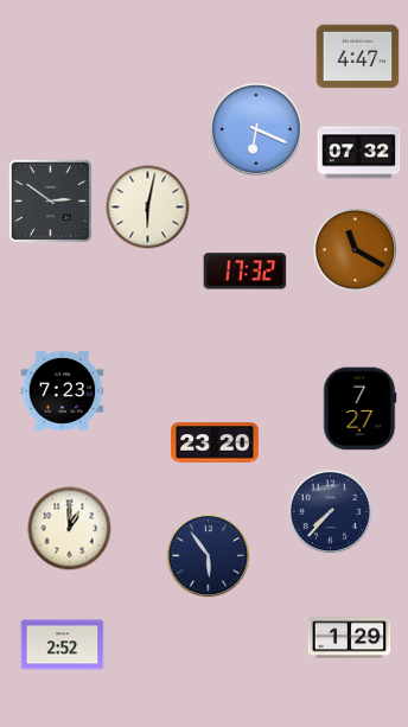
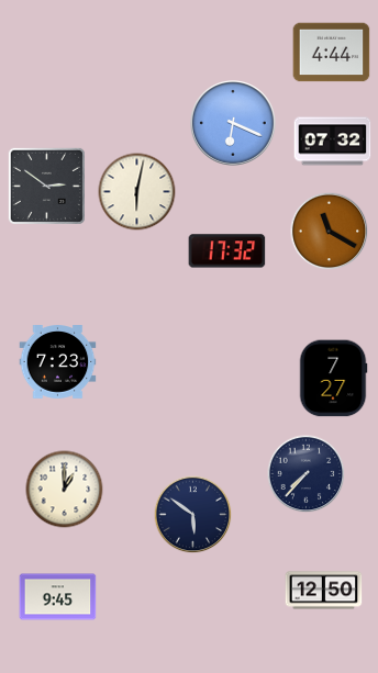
clock at (358, 57): 4:47 -> 4:44
clock at (257, 130) position: (257, 130) -> (234, 124)
clock at (215, 442): 23:20 -> none
clock at (209, 556): 5:54 -> 5:51
clock at (350, 638): 1:29 -> 12:50
clock at (63, 645): 2:52 -> 9:45
